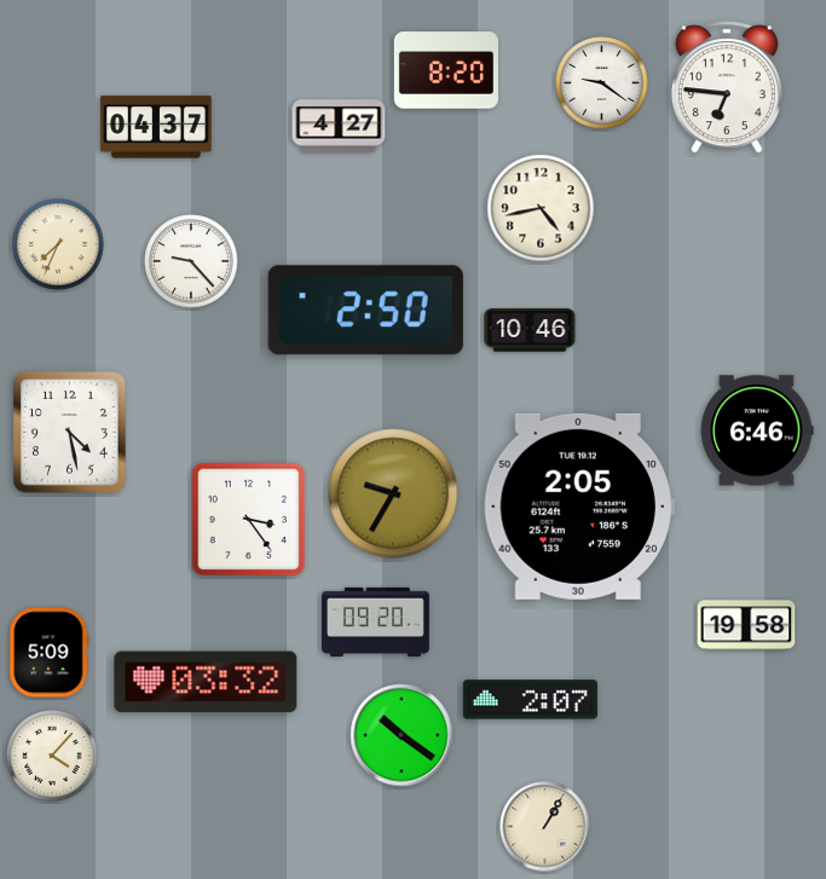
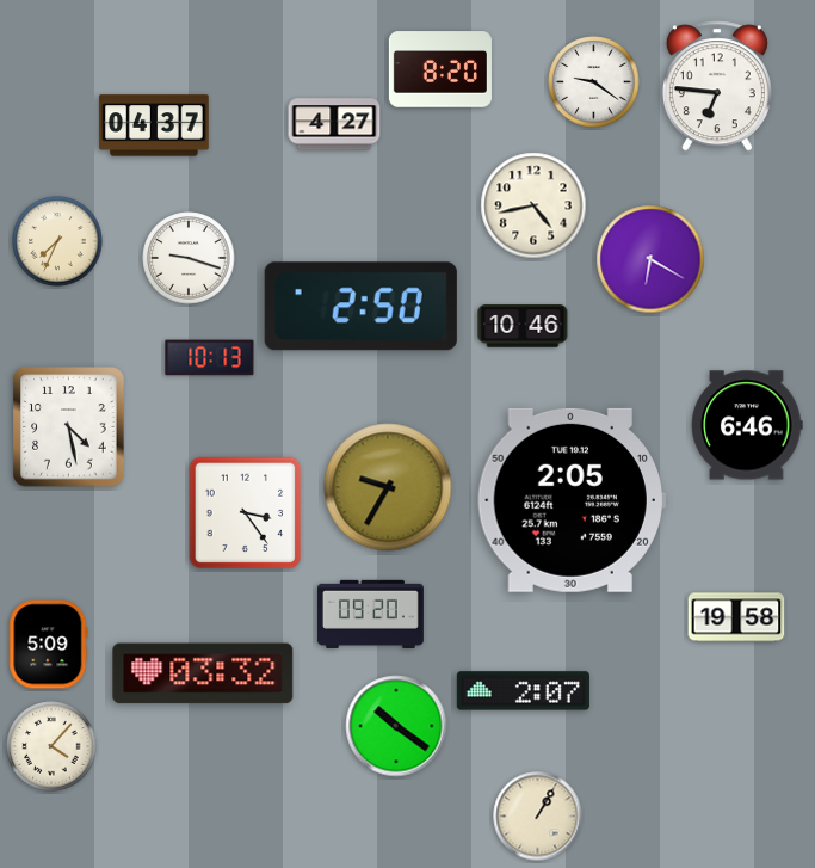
clock at (191, 261): 9:23 -> 9:18
clock at (650, 259): none -> 6:20
clock at (210, 358): none -> 10:13
